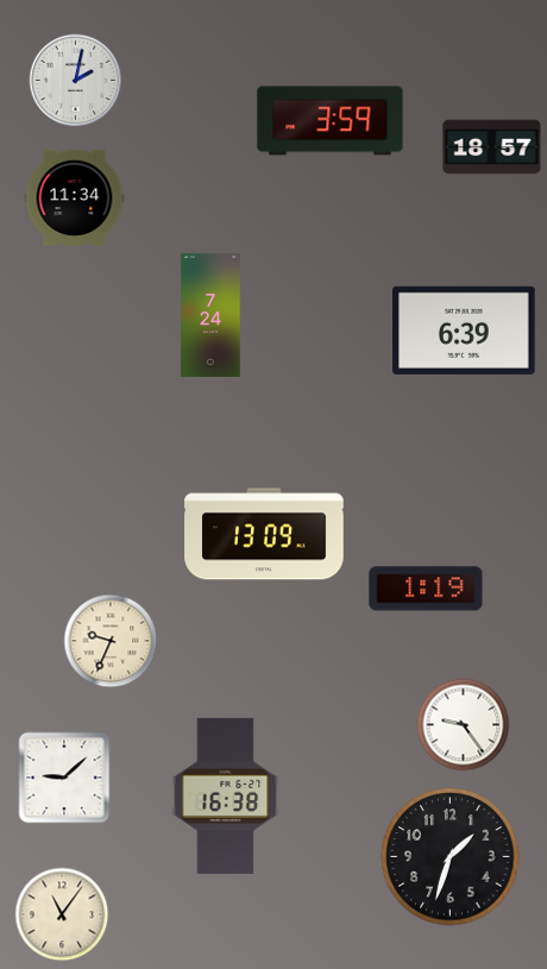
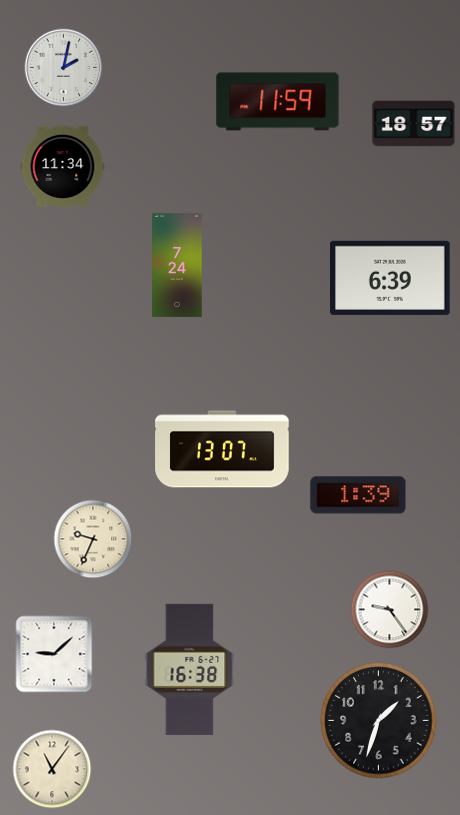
clock at (331, 121): 3:59 -> 11:59
clock at (264, 534): 13:09 -> 13:07
clock at (426, 589): 1:19 -> 1:39
